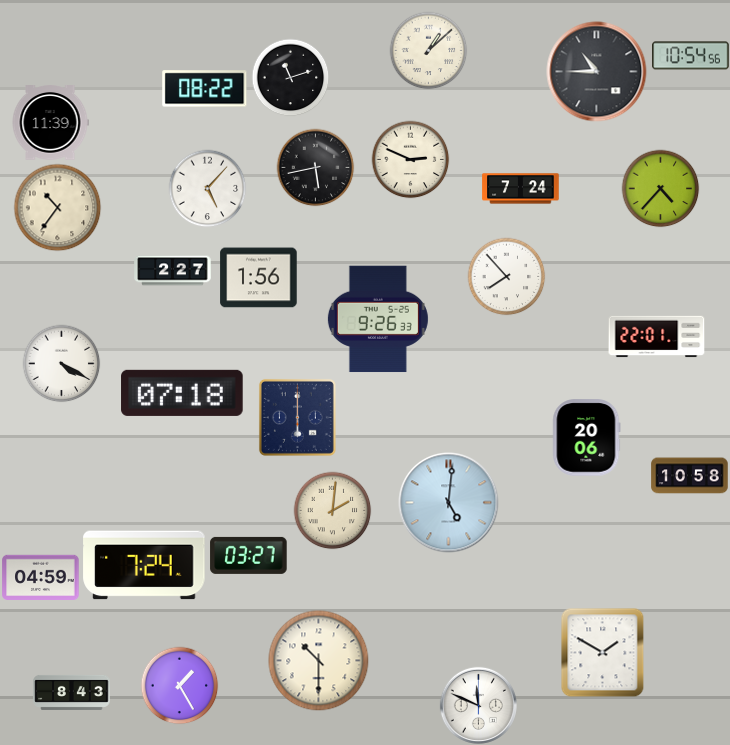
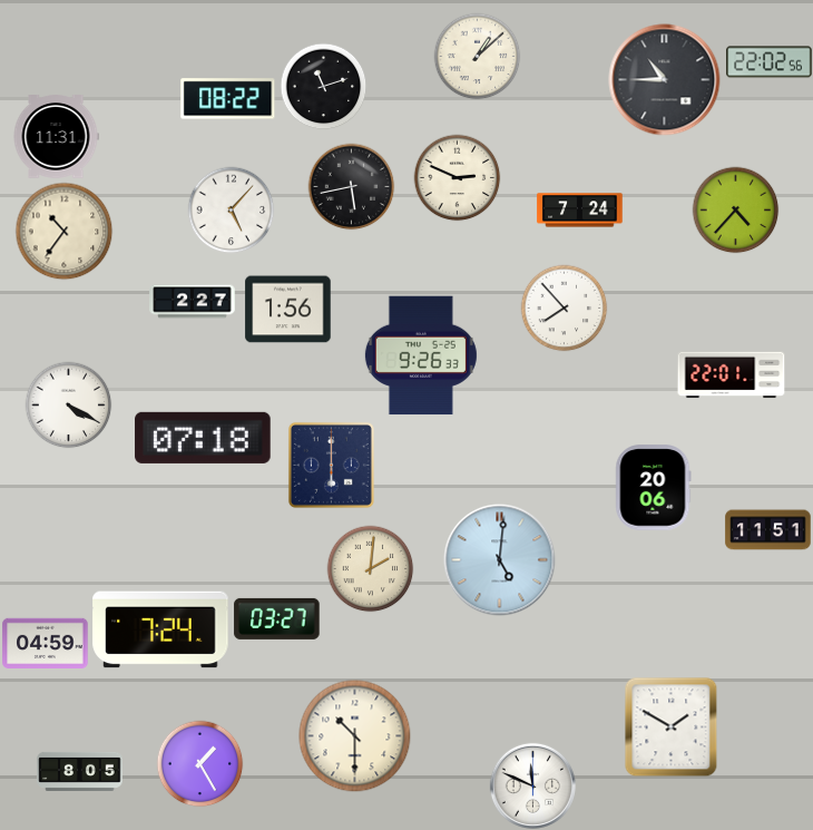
clock at (691, 56): 10:54 -> 22:02
clock at (50, 123): 11:39 -> 11:31
clock at (690, 476): 10:58 -> 11:51
clock at (72, 692): 8:43 -> 8:05
